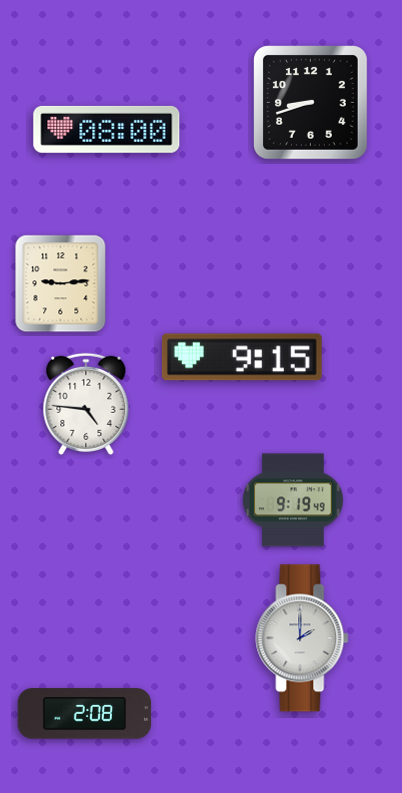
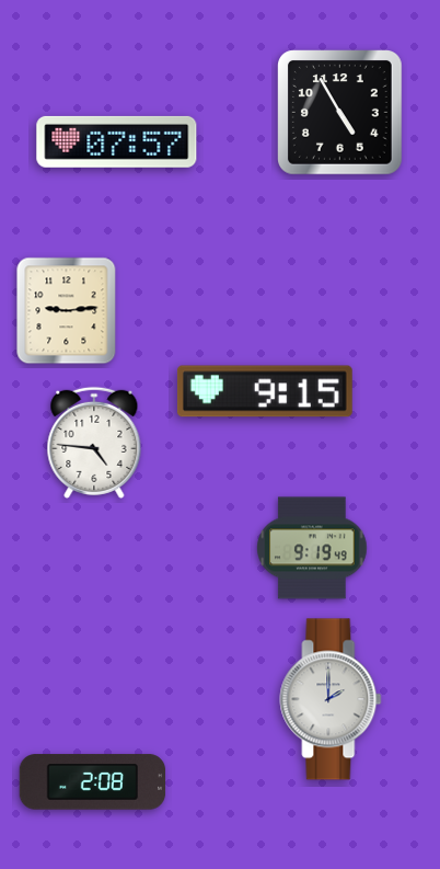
clock at (311, 103): 8:42 -> 4:55
clock at (107, 129): 08:00 -> 07:57
clock at (293, 500) position: (293, 500) -> (312, 548)
